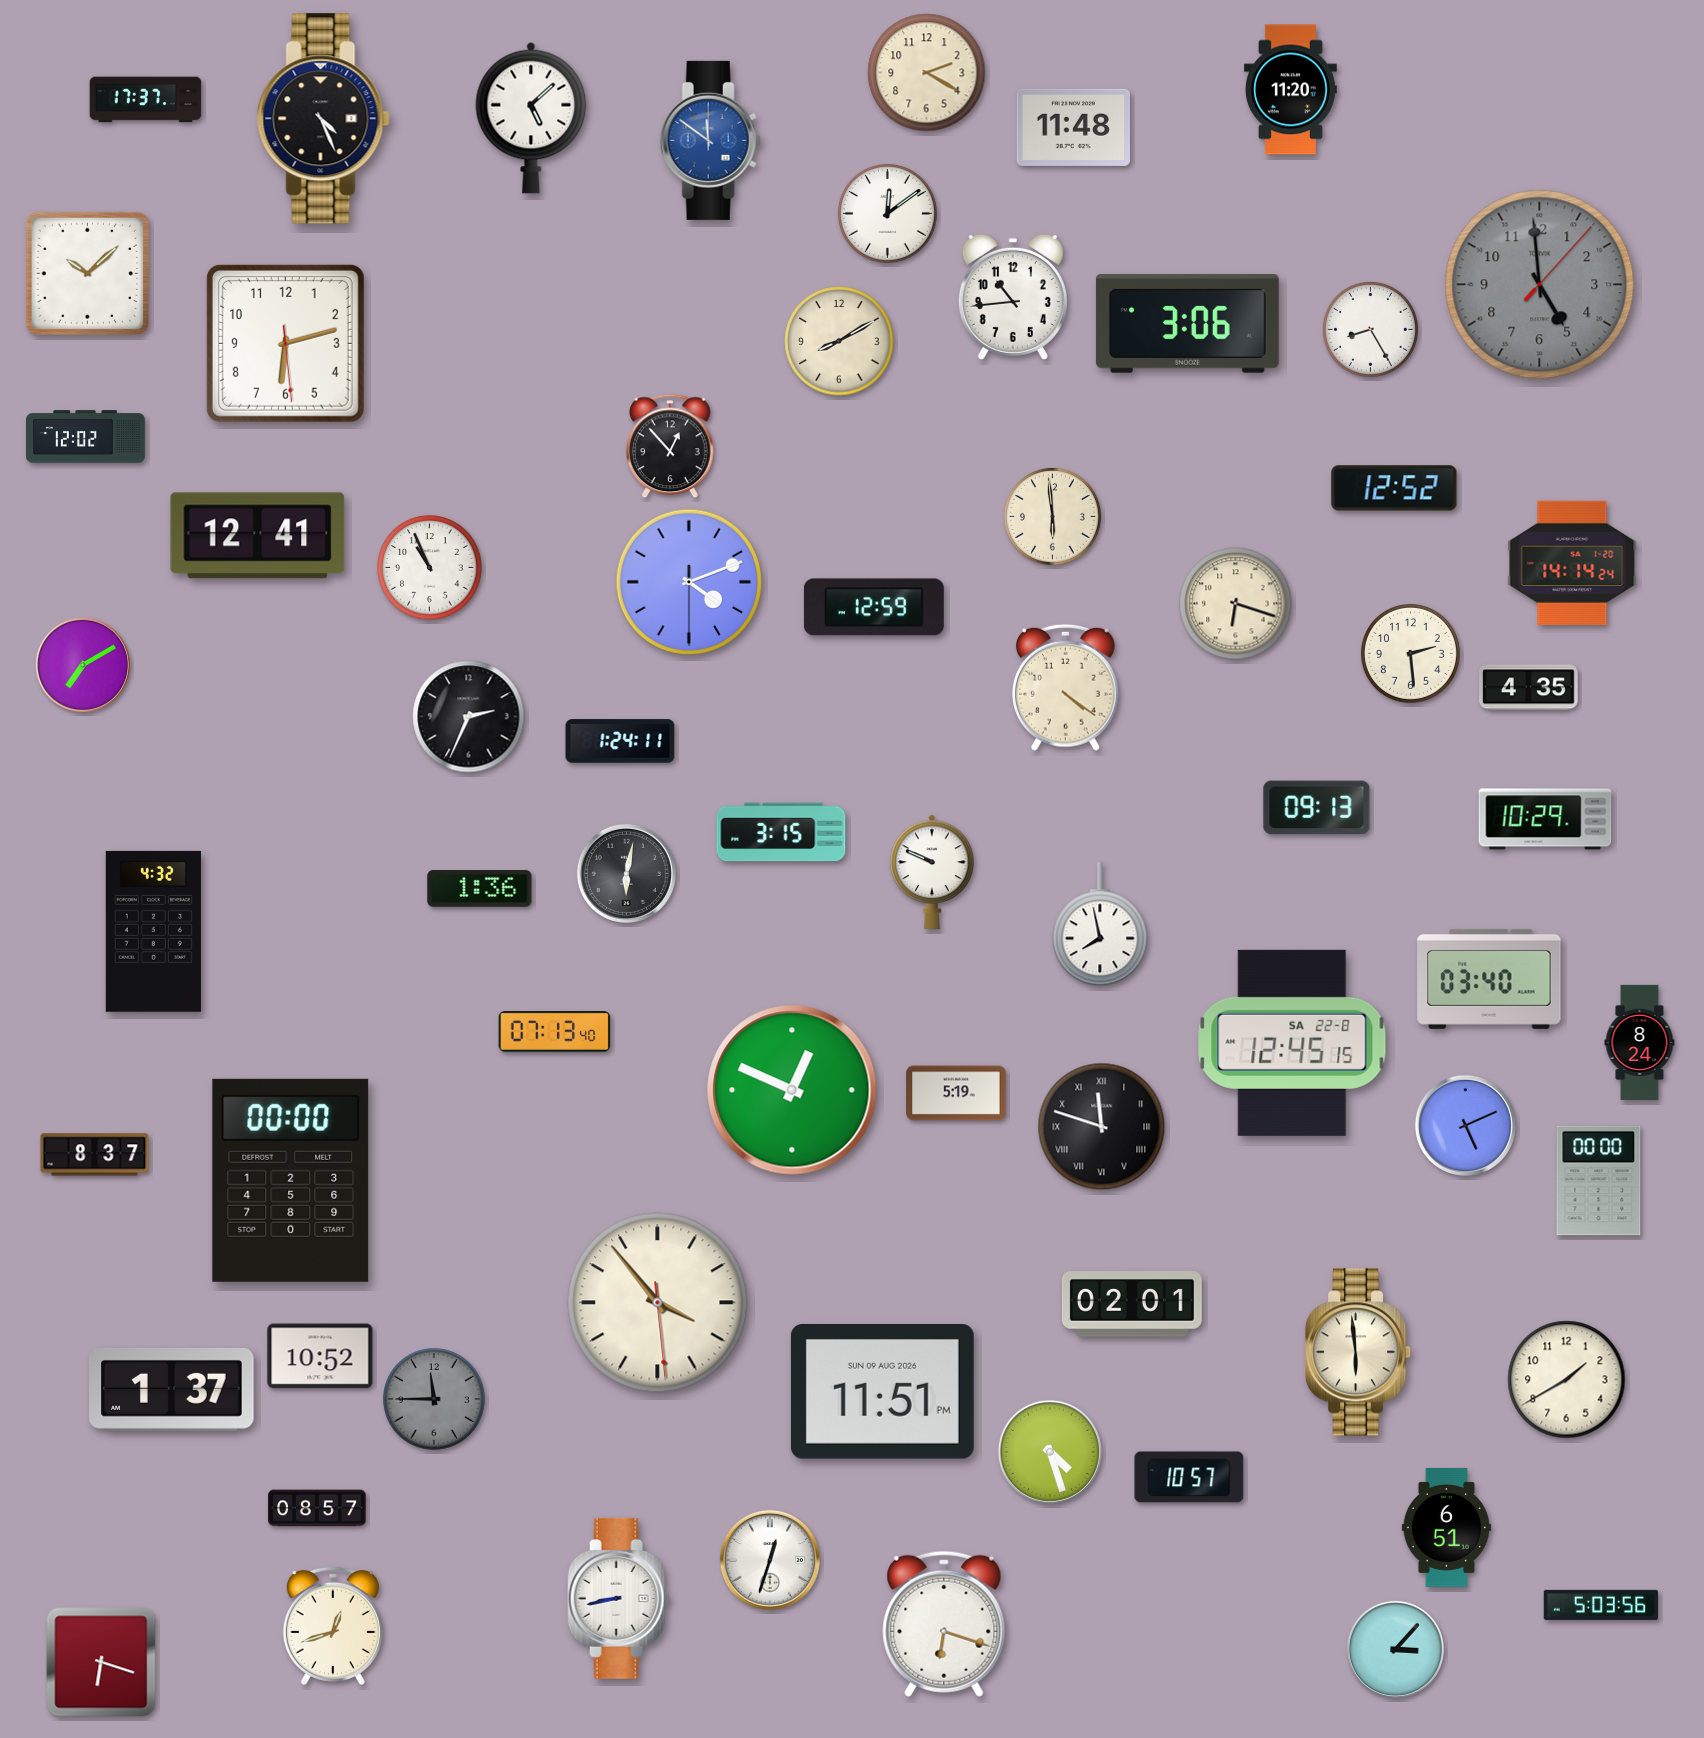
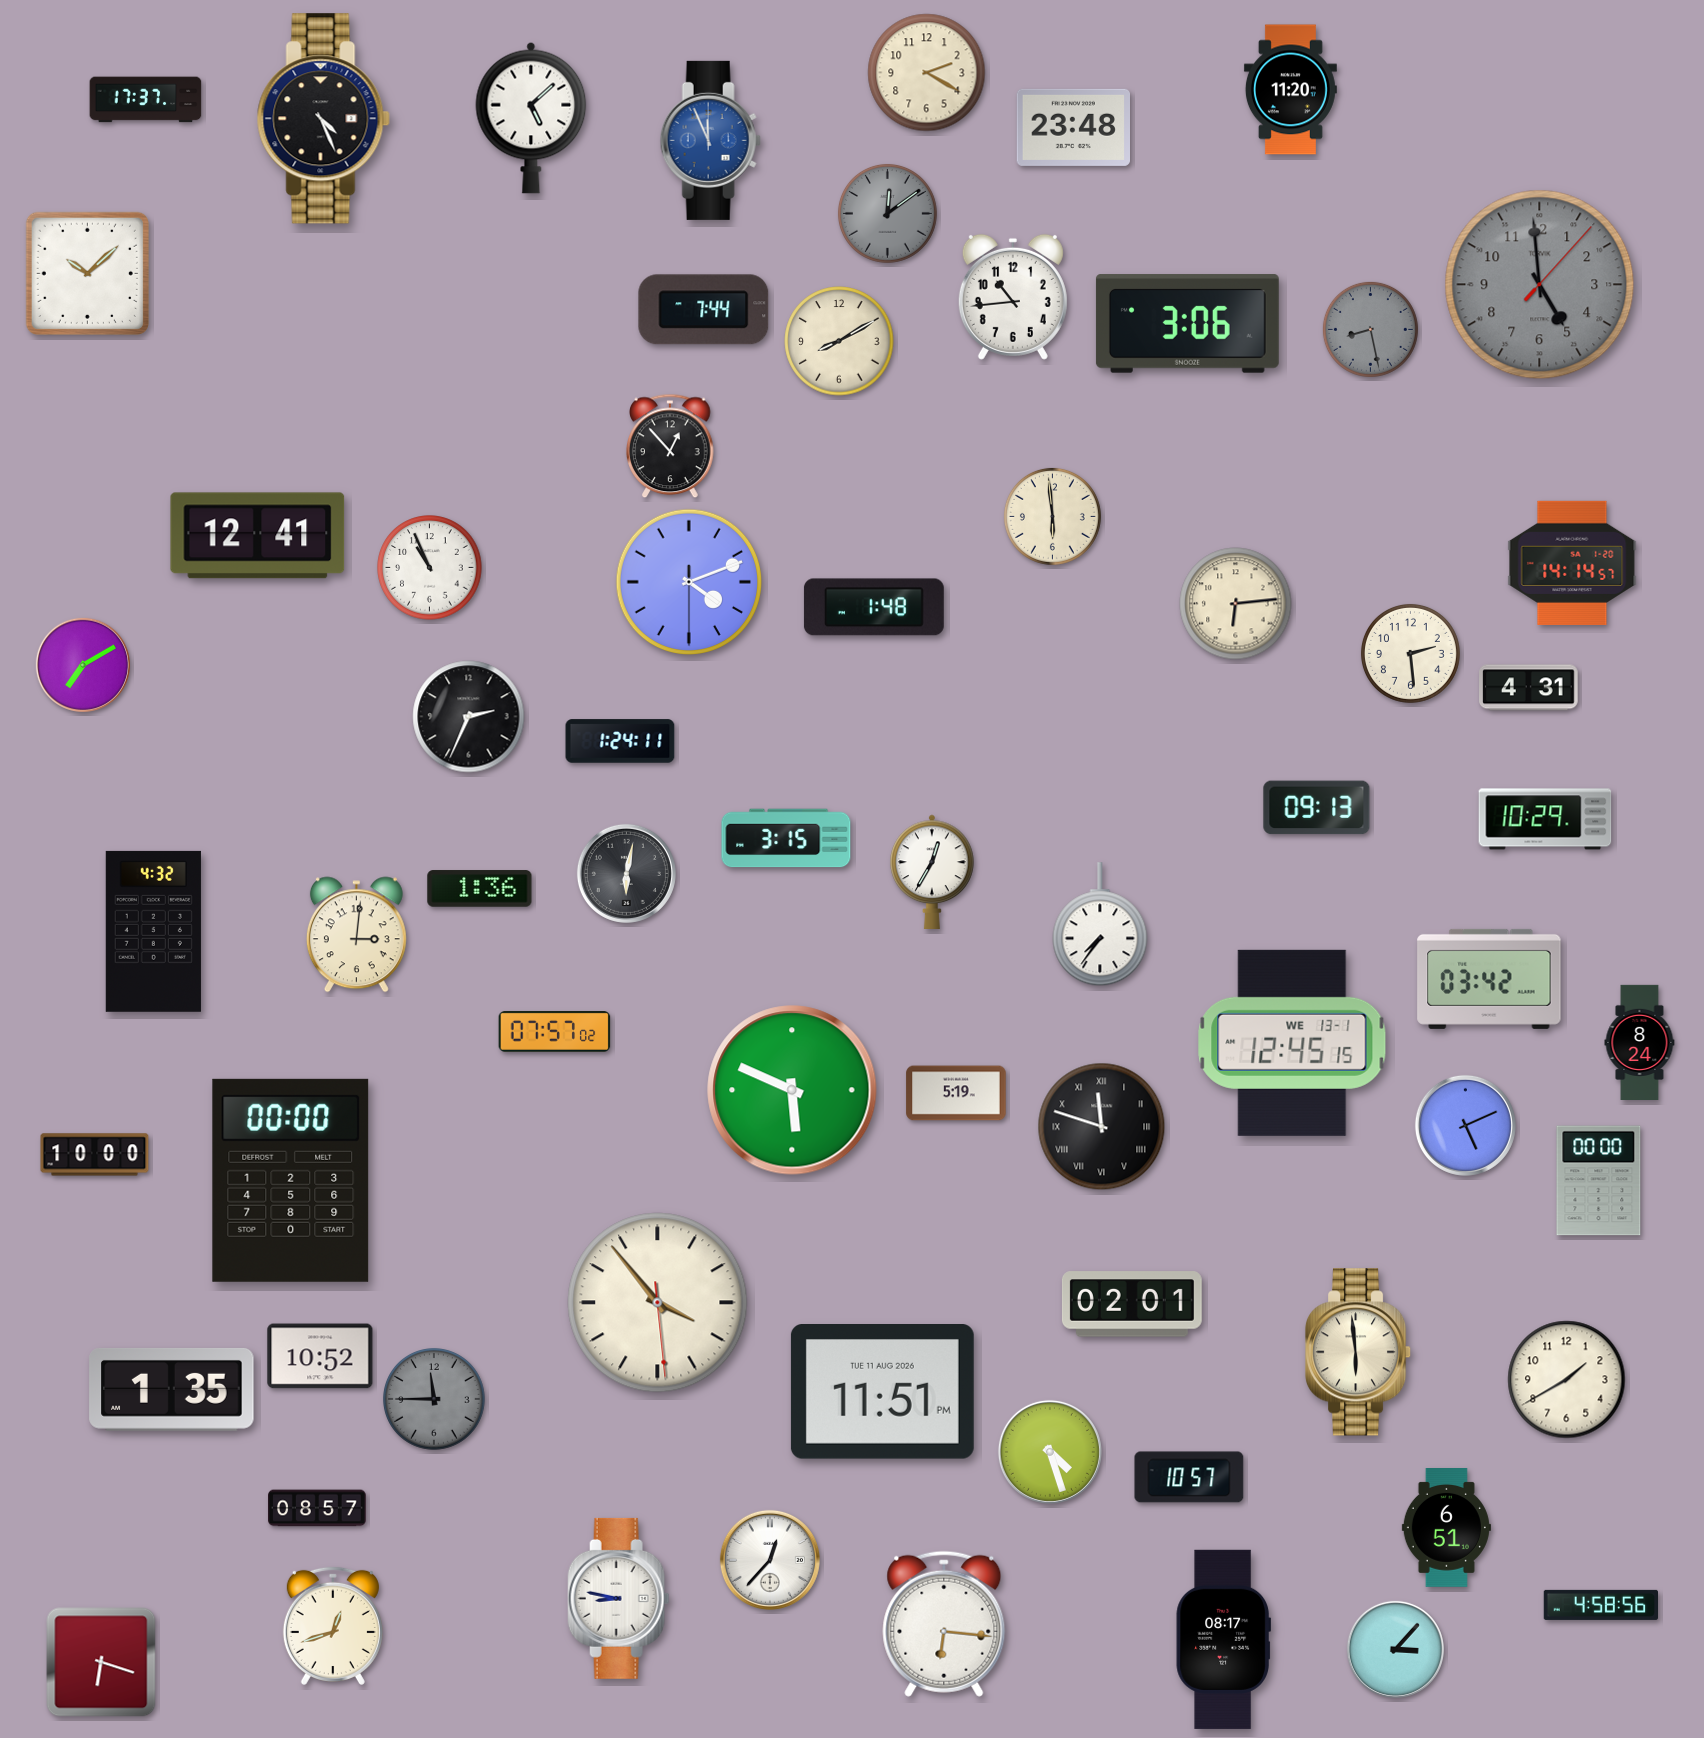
clock at (1074, 127): 11:48 -> 23:48
clock at (710, 140): 11:51 -> 11:56
clock at (887, 213) dial: white -> grey
clock at (704, 310): none -> 7:44
clock at (1370, 329): 8:25 -> 8:28
clock at (1370, 329) dial: white -> grey
clock at (285, 343): 6:12 -> none
clock at (86, 437): 12:02 -> none
clock at (1394, 488): 12:52 -> none
clock at (1572, 563): 14:14:24 -> 14:14:57
clock at (1236, 604): 6:18 -> 6:14
clock at (874, 607): 12:59 -> 1:48
clock at (1065, 687): 4:21 -> none
clock at (1529, 688): 4:35 -> 4:31
clock at (781, 832) position: (781, 832) -> (786, 838)
clock at (932, 871): 9:49 -> 12:35
clock at (1100, 925): 7:58 -> 7:36
clock at (356, 935): none -> 3:01
clock at (1489, 979): 03:40 -> 03:42
clock at (555, 1032): 07:13 -> 07:57
clock at (1292, 1043) date: SA 22-8 -> WE 13-1
clock at (792, 1090): 12:49 -> 5:49
clock at (95, 1155): 8:37 -> 10:00
clock at (172, 1389): 1:37 -> 1:35
clock at (882, 1392) date: SUN 09 AUG 2026 -> TUE 11 AUG 2026
clock at (770, 1560): 12:33 -> 12:37
clock at (619, 1598): 8:43 -> 8:47
clock at (1600, 1605): 5:03 -> 4:58
clock at (944, 1624): 6:18 -> 6:16
clock at (1223, 1639): none -> 08:17
